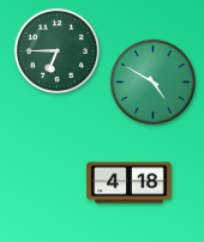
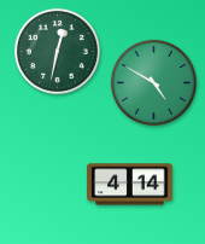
clock at (56, 50): 6:45 -> 12:32
clock at (130, 183): 4:18 -> 4:14
